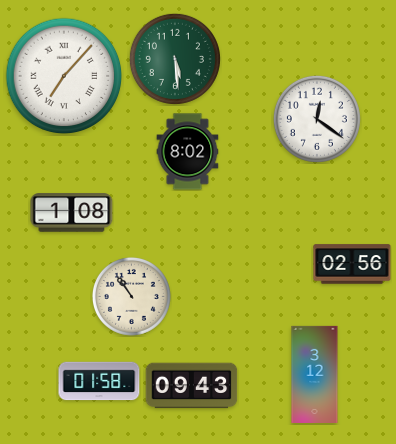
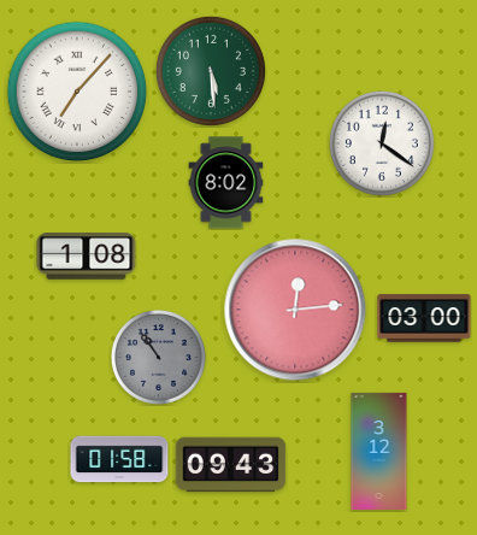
clock at (295, 310): none -> 12:14
clock at (352, 264): 02:56 -> 03:00
clock at (131, 296) dial: cream -> grey
